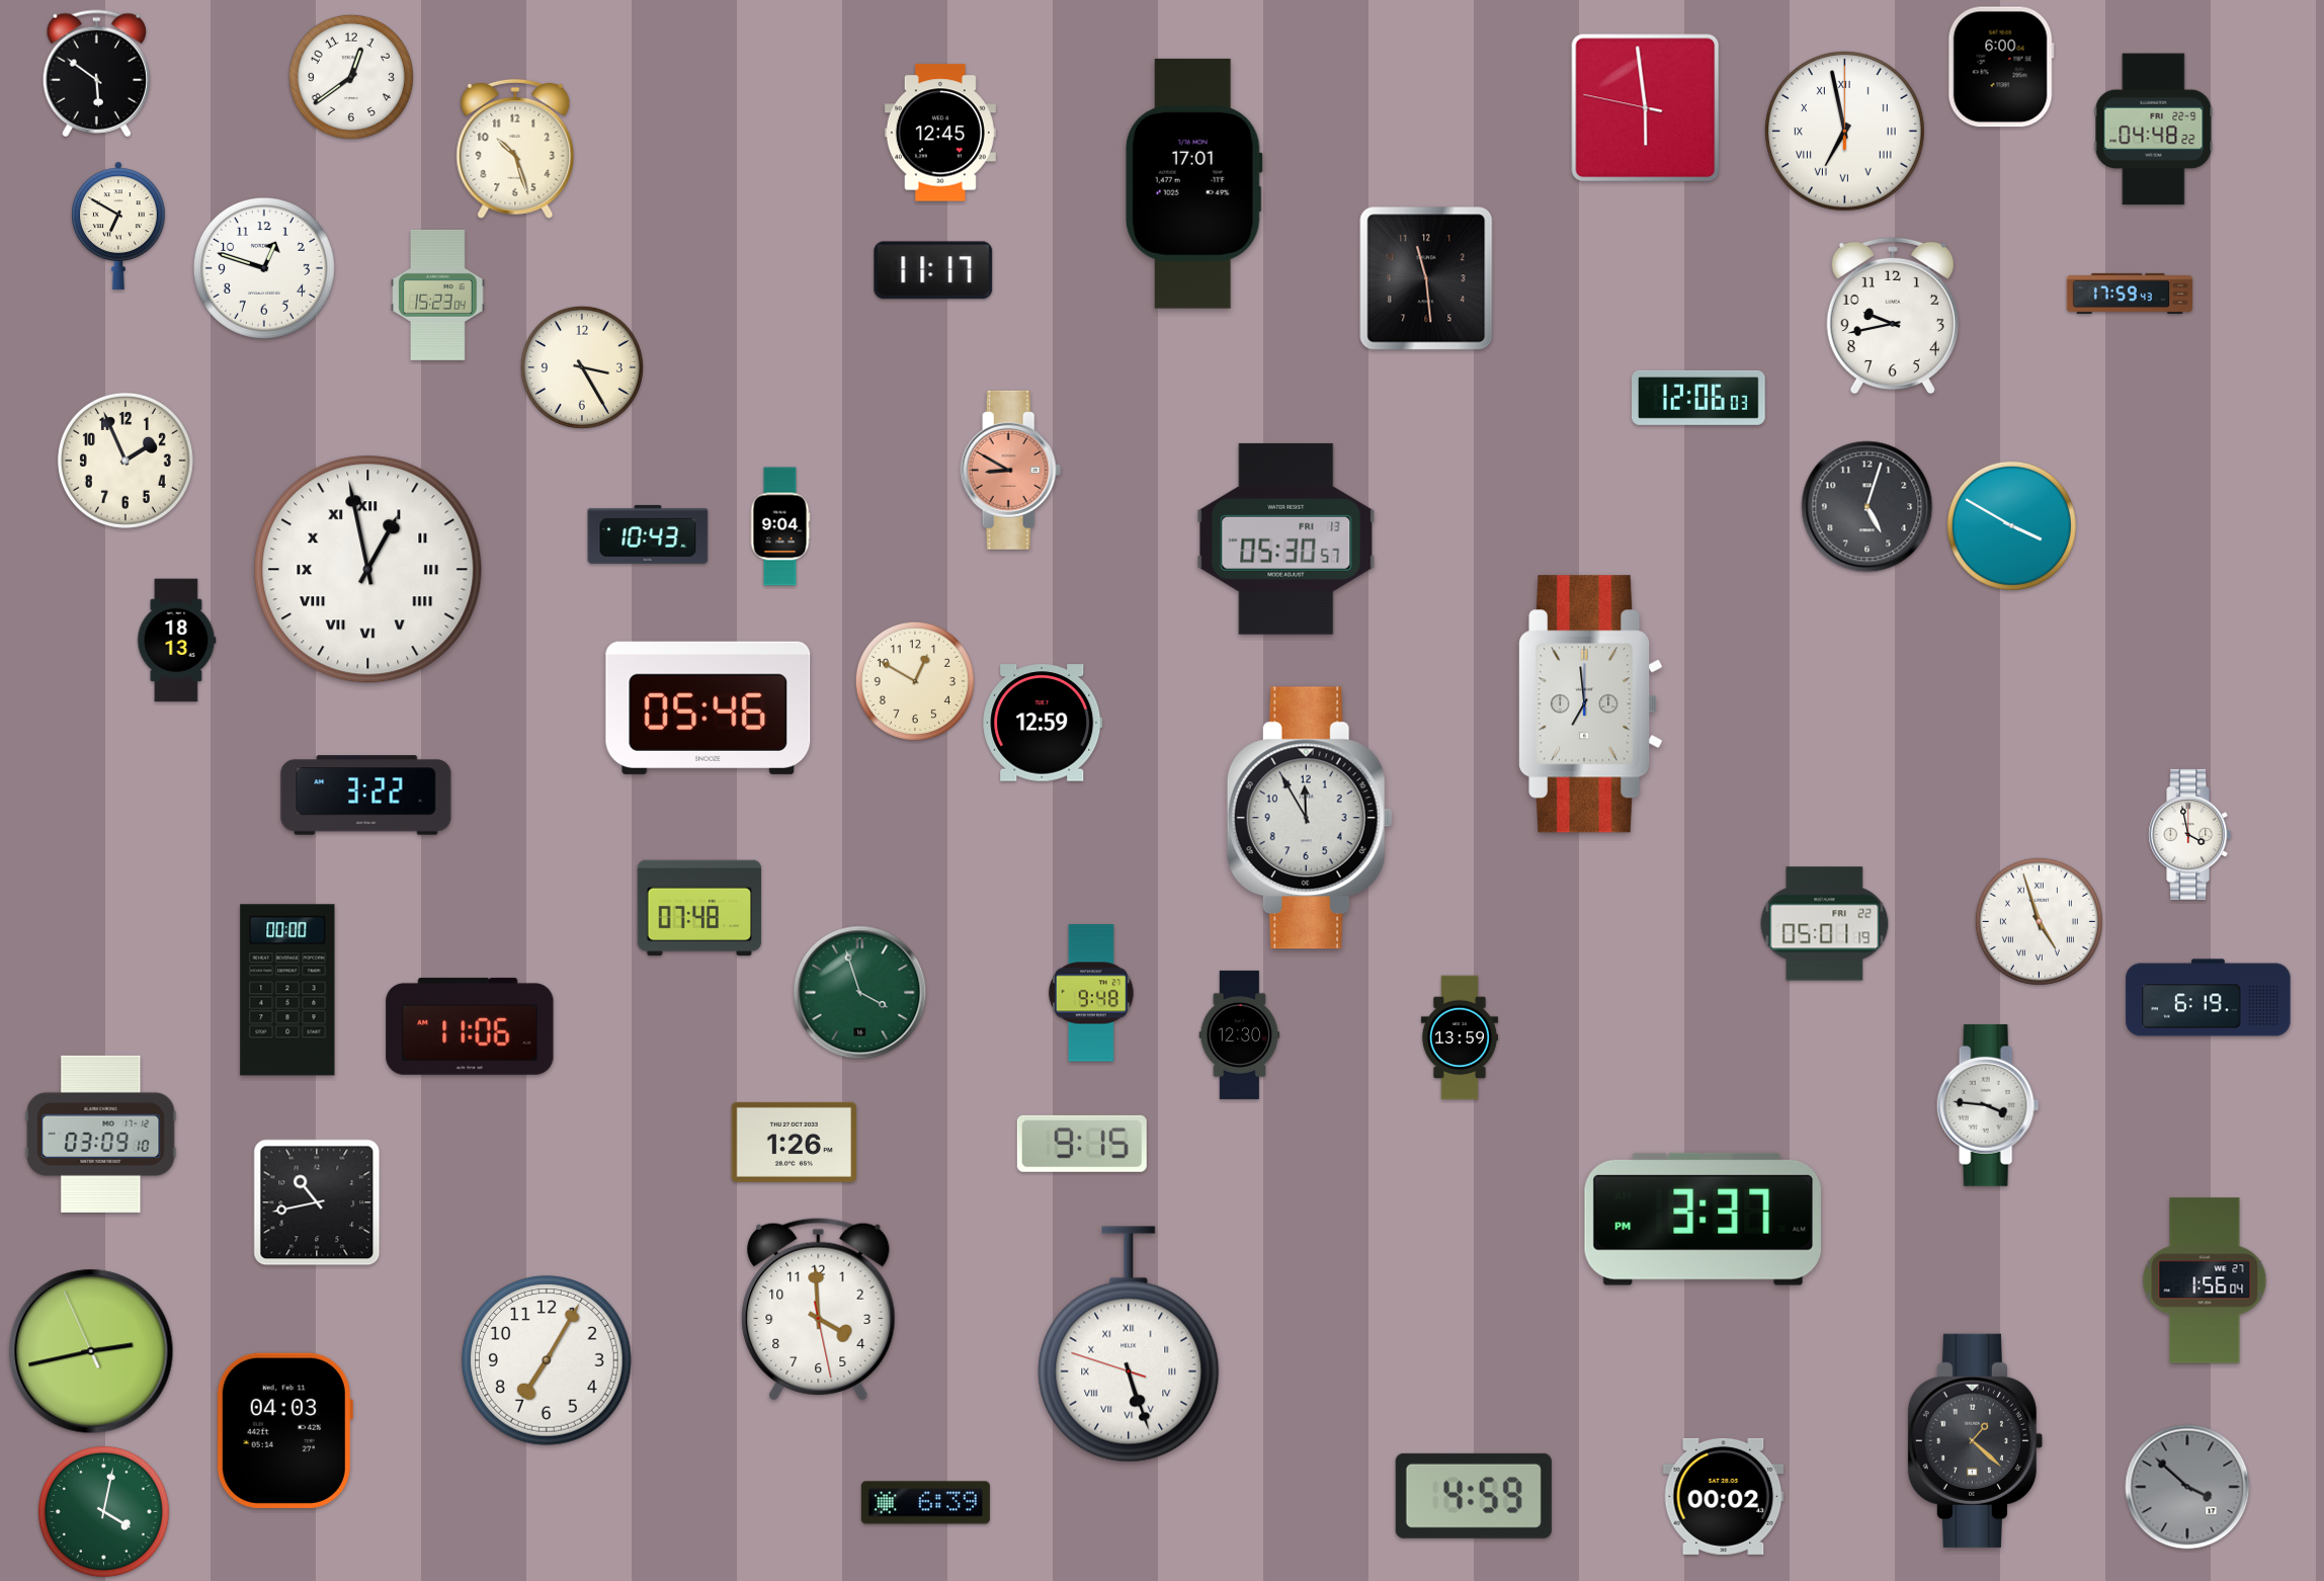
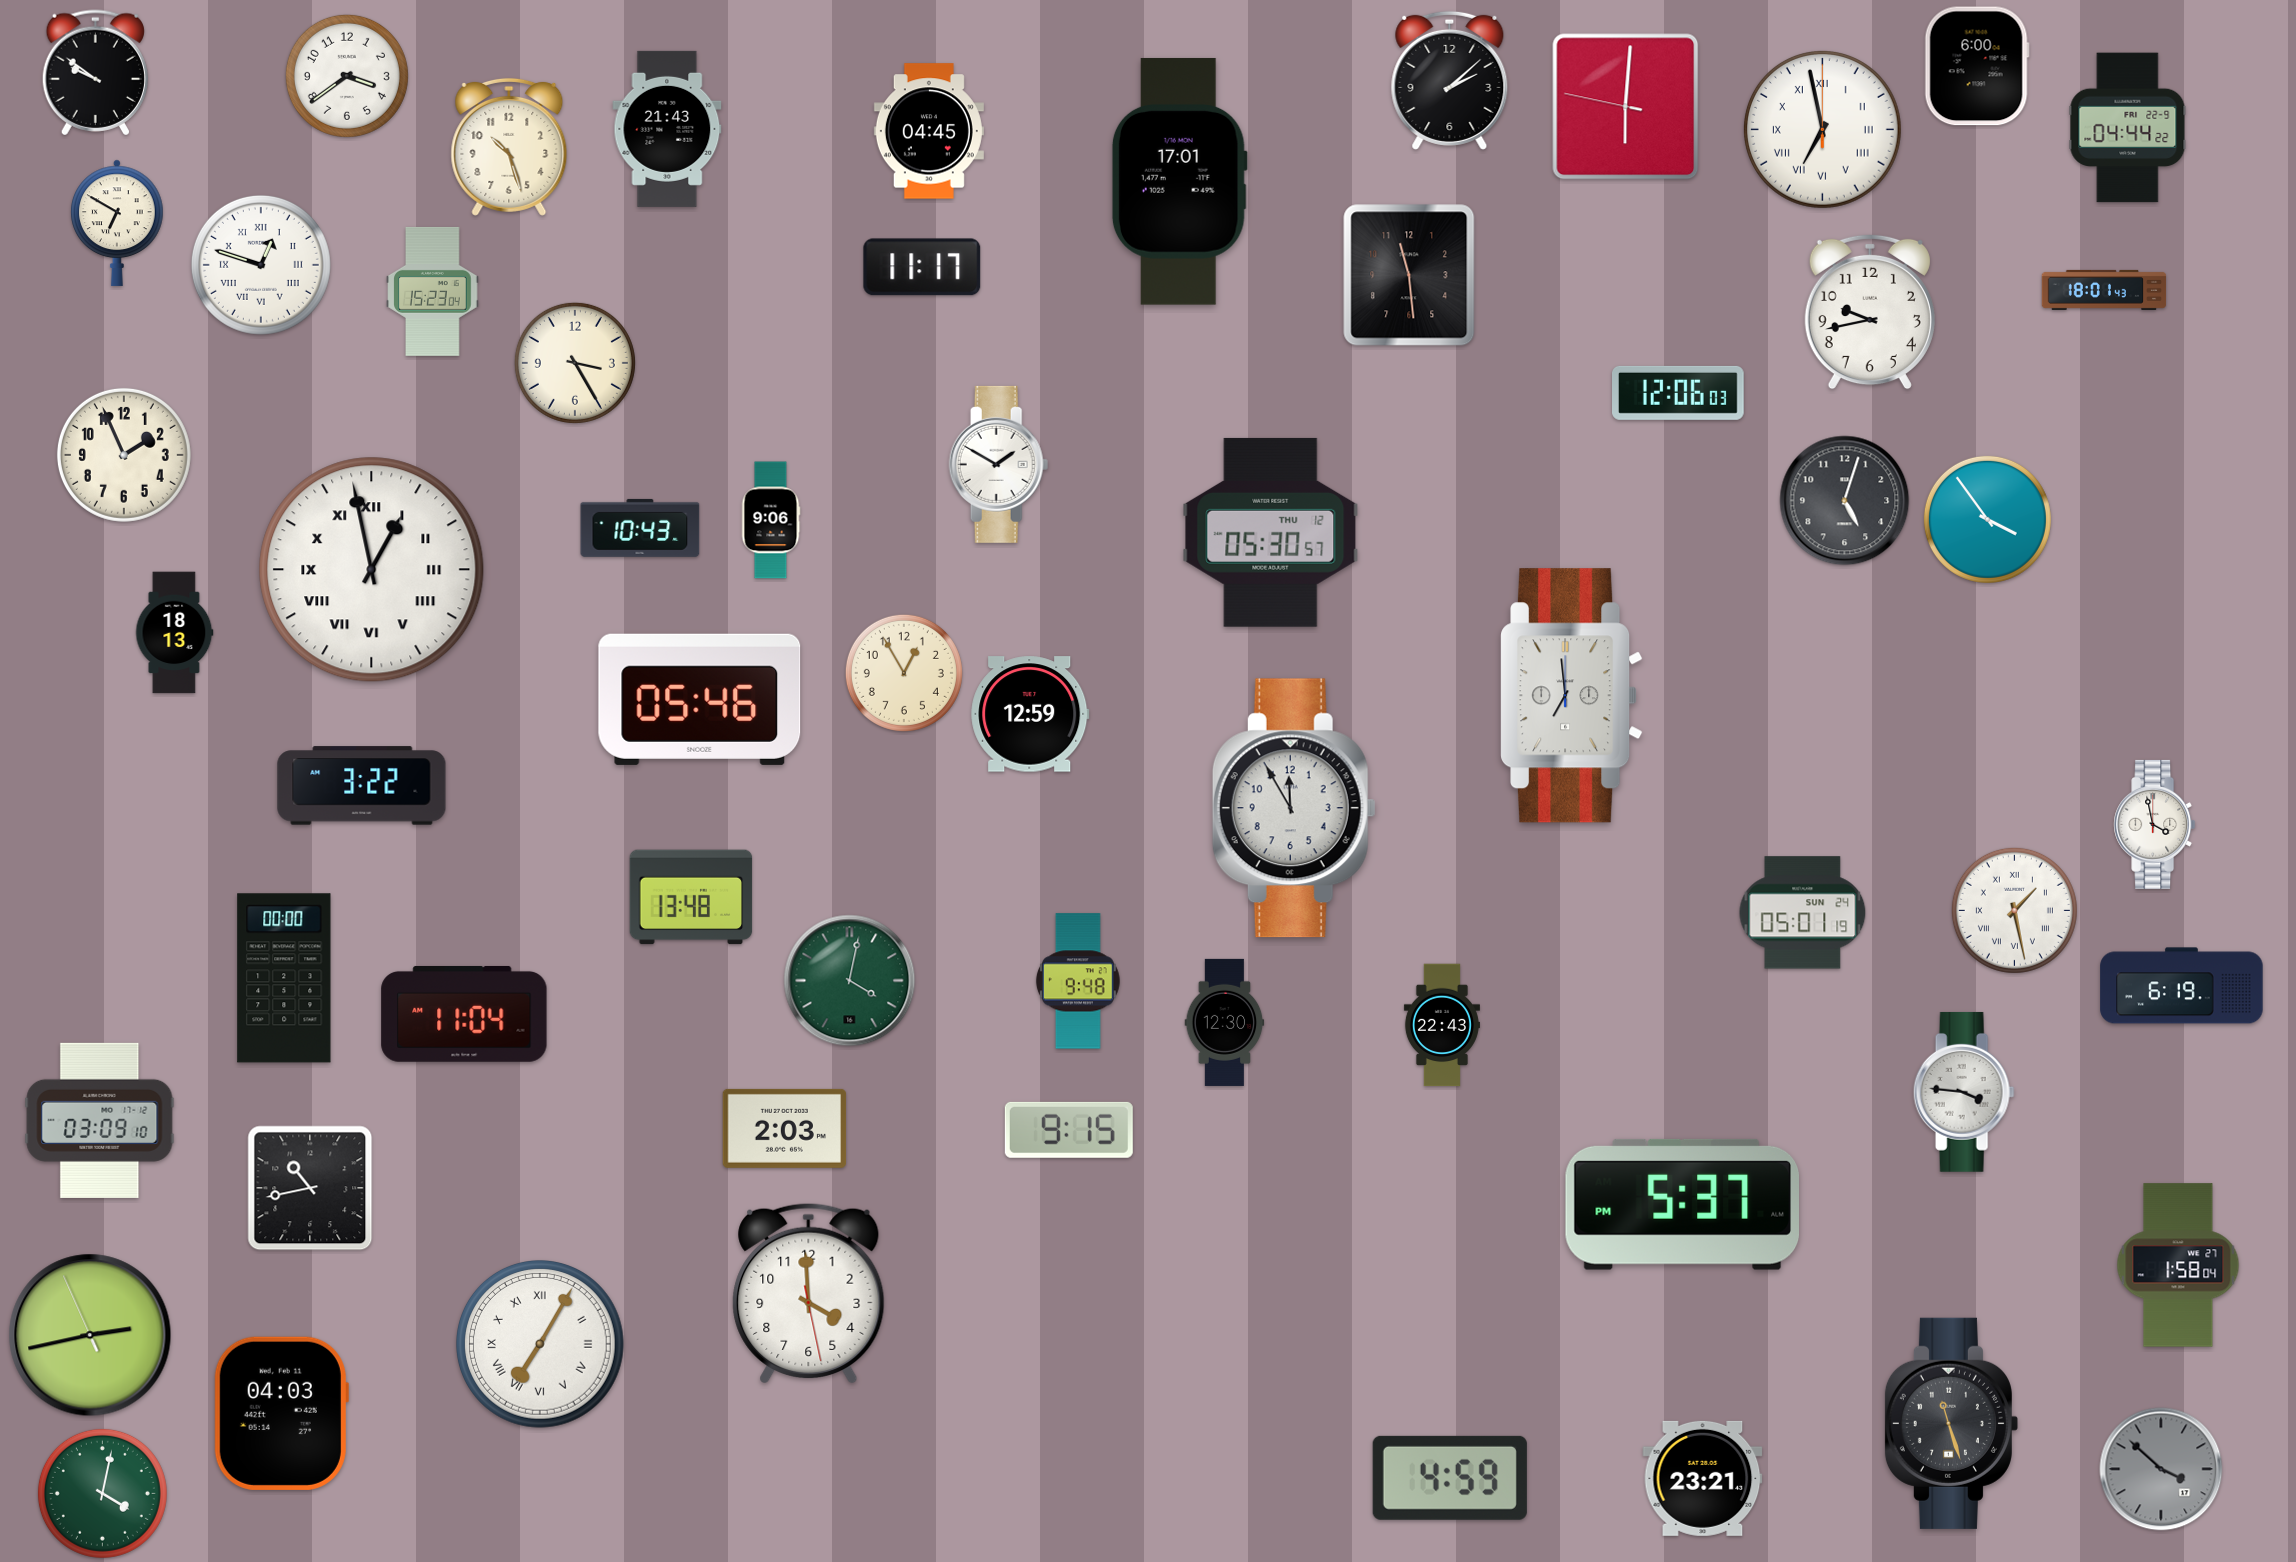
clock at (96, 74): 5:51 -> 9:51
clock at (351, 77): 12:39 -> 3:39
clock at (1450, 80): none -> 2:08
clock at (1646, 108): 5:58 -> 6:00
clock at (2154, 130): 04:48 -> 04:44
clock at (667, 129): none -> 21:43
clock at (940, 133): 12:45 -> 04:45
clock at (264, 268) numerals: Arabic -> Roman
clock at (2130, 294): 17:59 -> 18:01
clock at (1011, 470): 8:50 -> 1:50
clock at (1011, 470) dial: salmon -> white
clock at (2011, 525): 3:50 -> 3:54
clock at (780, 526): 9:04 -> 9:06
clock at (1286, 538) date: FRI 13 -> THU 12
clock at (368, 570) position: (368, 570) -> (372, 570)
clock at (915, 681): 12:50 -> 12:55
clock at (2190, 834) position: (2190, 834) -> (2155, 824)
clock at (699, 908): 07:48 -> 13:48
clock at (2039, 921): 4:57 -> 1:28
clock at (1825, 924) date: FRI 22 -> SUN 24
clock at (860, 993): 3:57 -> 4:02
clock at (470, 1026): 11:06 -> 11:04
clock at (1460, 1037): 13:59 -> 22:43
clock at (795, 1142): 1:26 -> 2:03
clock at (317, 1202) position: (317, 1202) -> (310, 1188)
clock at (1703, 1219): 3:37 -> 5:37
clock at (2205, 1280): 1:56 -> 1:58
clock at (1129, 1344): 5:26 -> none
clock at (548, 1361) numerals: Arabic -> Roman
clock at (1975, 1440): 1:22 -> 11:27
clock at (1474, 1496) position: (1474, 1496) -> (1450, 1478)
clock at (1724, 1496): 00:02 -> 23:21
clock at (925, 1503): 6:39 -> none
